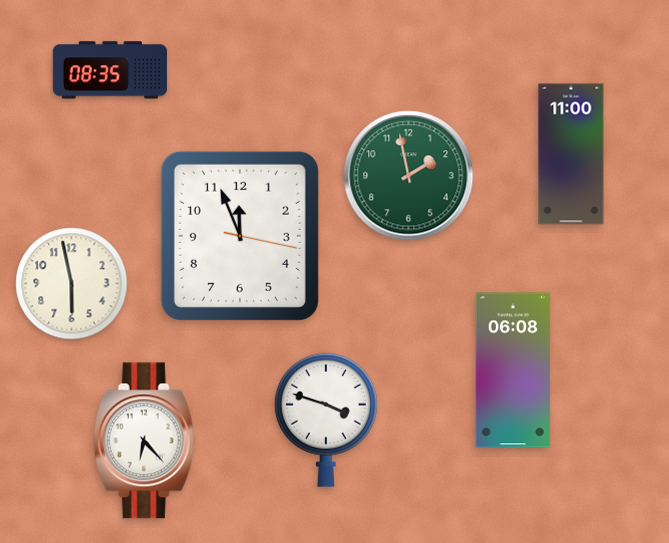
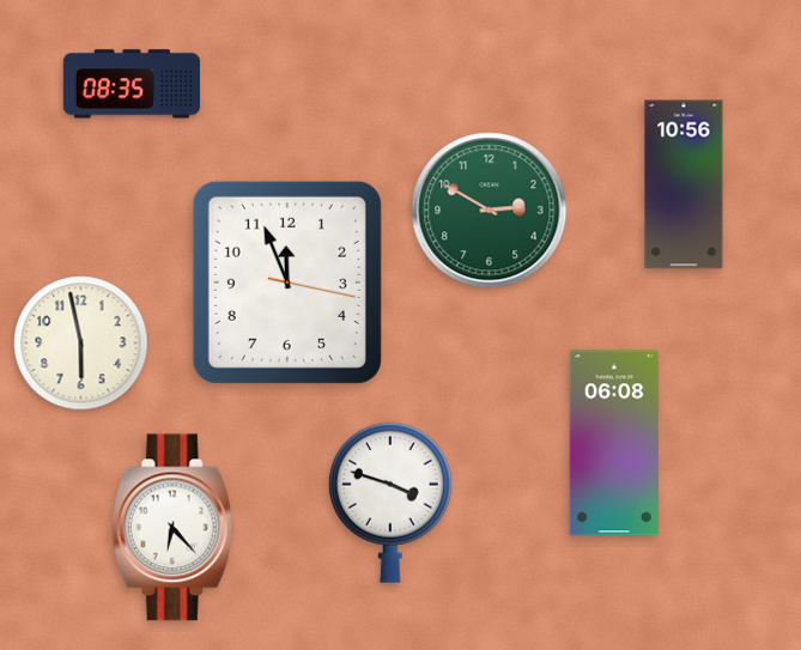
clock at (571, 154): 11:00 -> 10:56
clock at (409, 176): 1:58 -> 2:50
clock at (72, 284) position: (72, 284) -> (81, 344)
